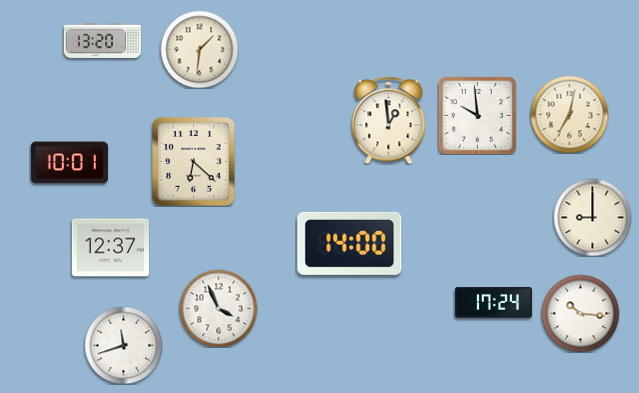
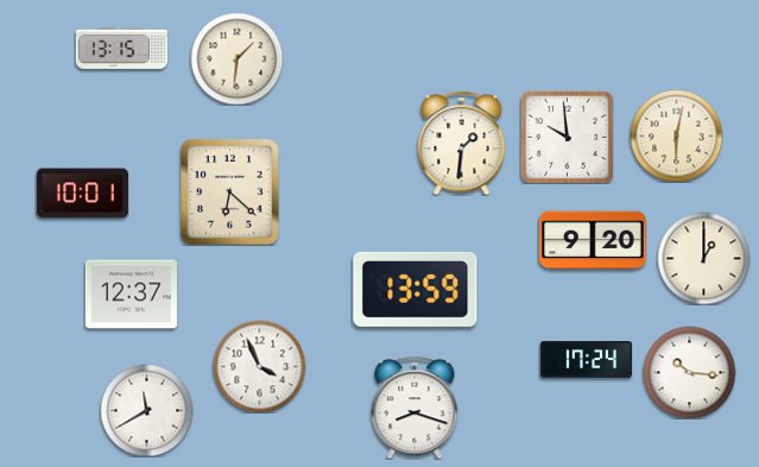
clock at (102, 40): 13:20 -> 13:15
clock at (569, 114): 7:02 -> 6:02
clock at (389, 120): 12:59 -> 1:31
clock at (593, 240): none -> 9:20
clock at (592, 217): 9:00 -> 1:00
clock at (350, 243): 14:00 -> 13:59
clock at (415, 408): none -> 8:18
clock at (123, 345): 11:42 -> 11:40
